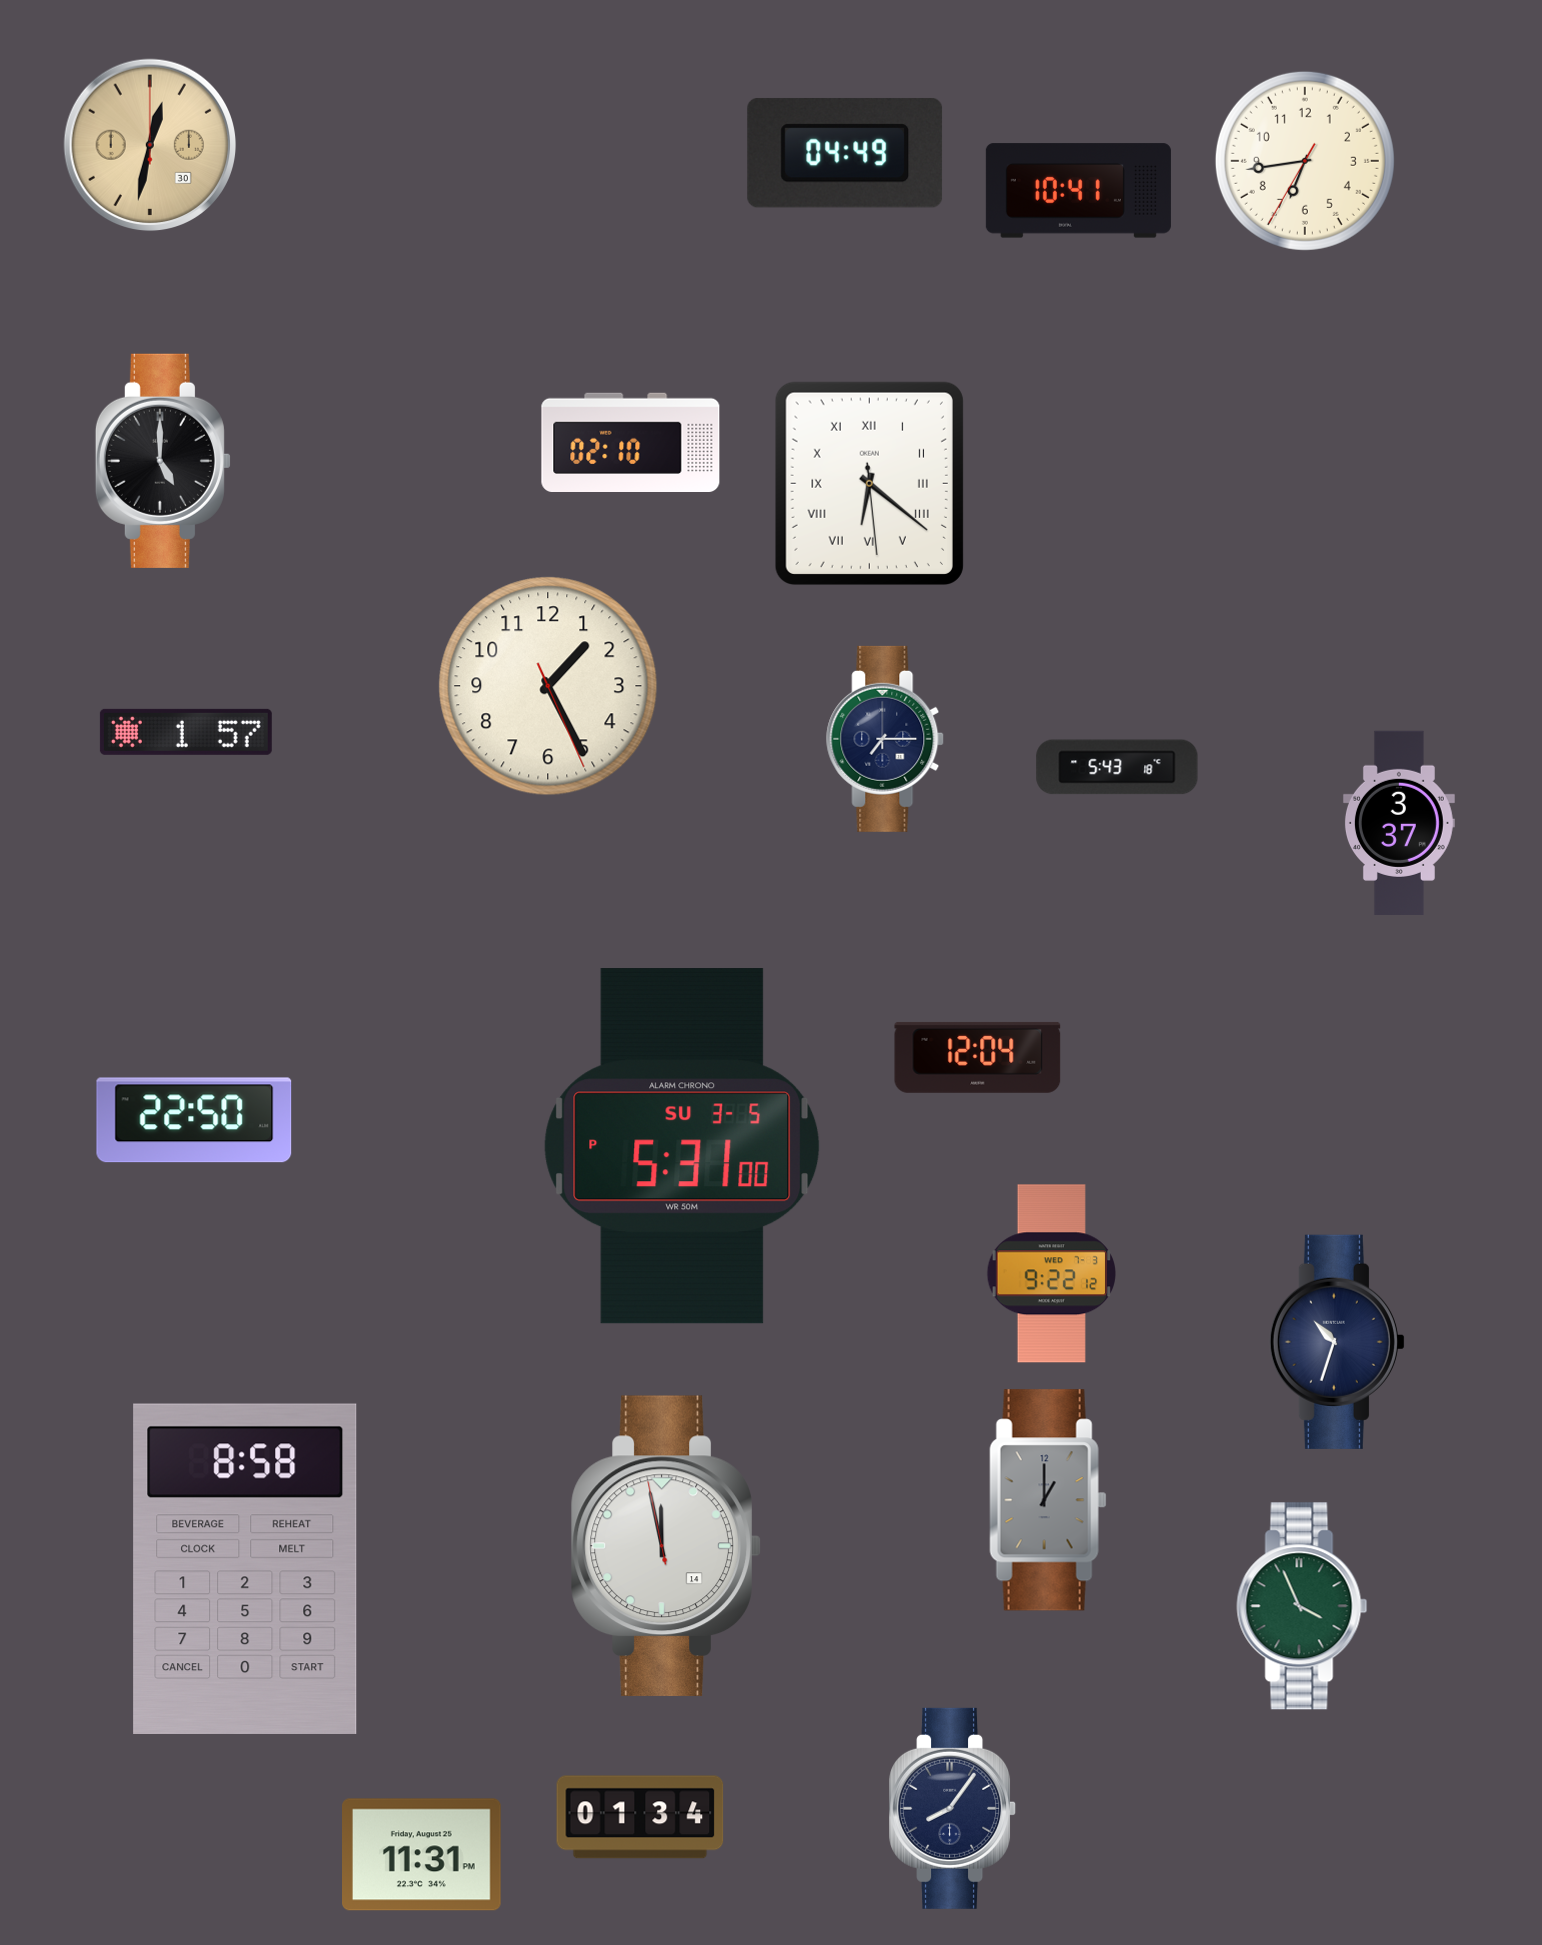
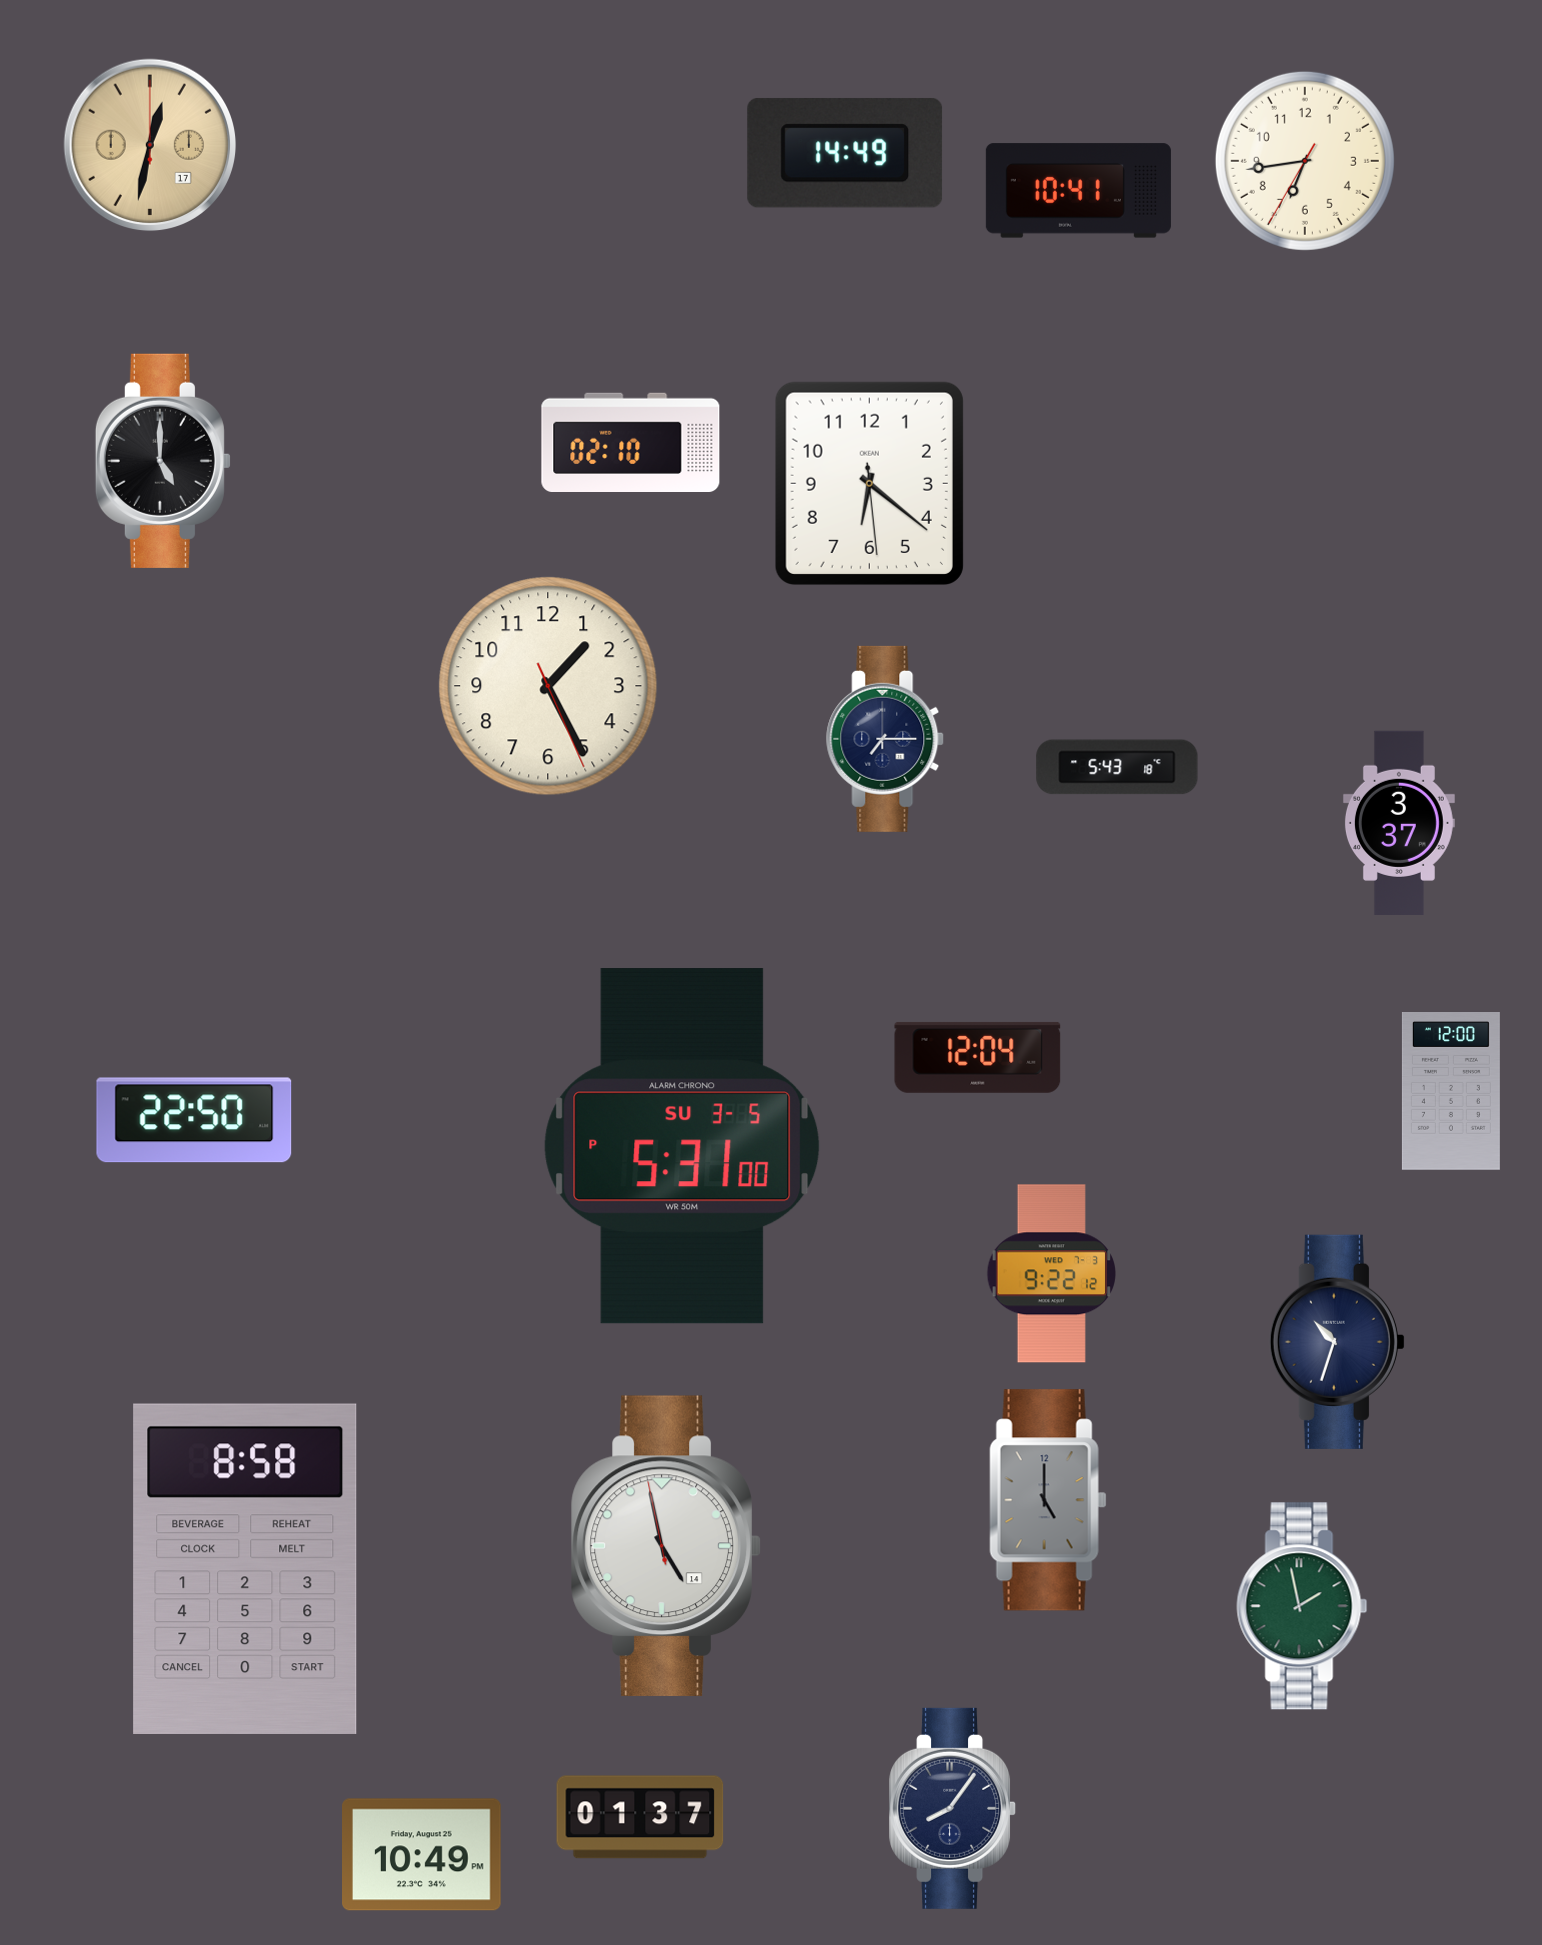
clock at (150, 145) date: 30 -> 17
clock at (845, 153): 04:49 -> 14:49
clock at (869, 483) numerals: Roman -> Arabic
clock at (186, 732): 1:57 -> none
clock at (1451, 1092): none -> 12:00
clock at (1048, 1500): 1:00 -> 5:00
clock at (666, 1546): 11:57 -> 4:57
clock at (1302, 1606): 3:56 -> 1:58
clock at (640, 1817): 01:34 -> 01:37
clock at (422, 1855): 11:31 -> 10:49
